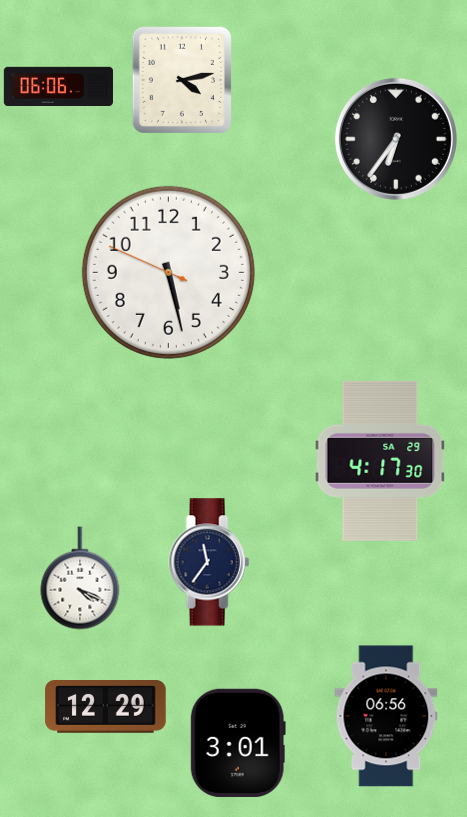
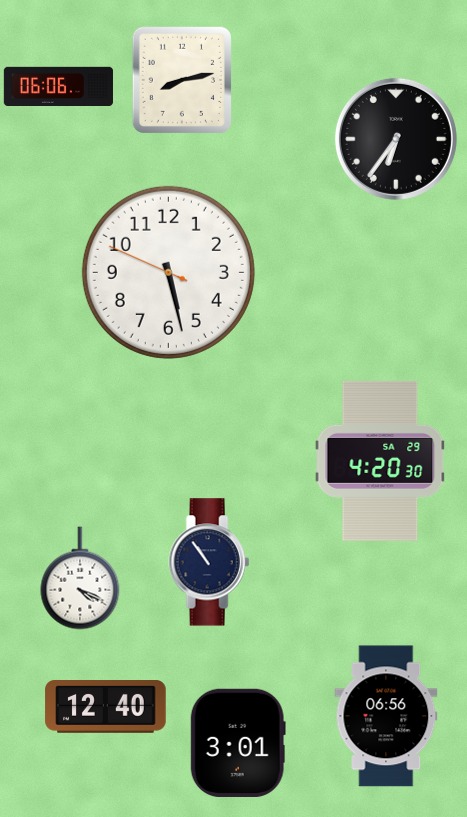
clock at (182, 80): 4:13 -> 8:13
clock at (380, 461): 4:17 -> 4:20
clock at (209, 562): 11:36 -> 10:54
clock at (106, 707): 12:29 -> 12:40
